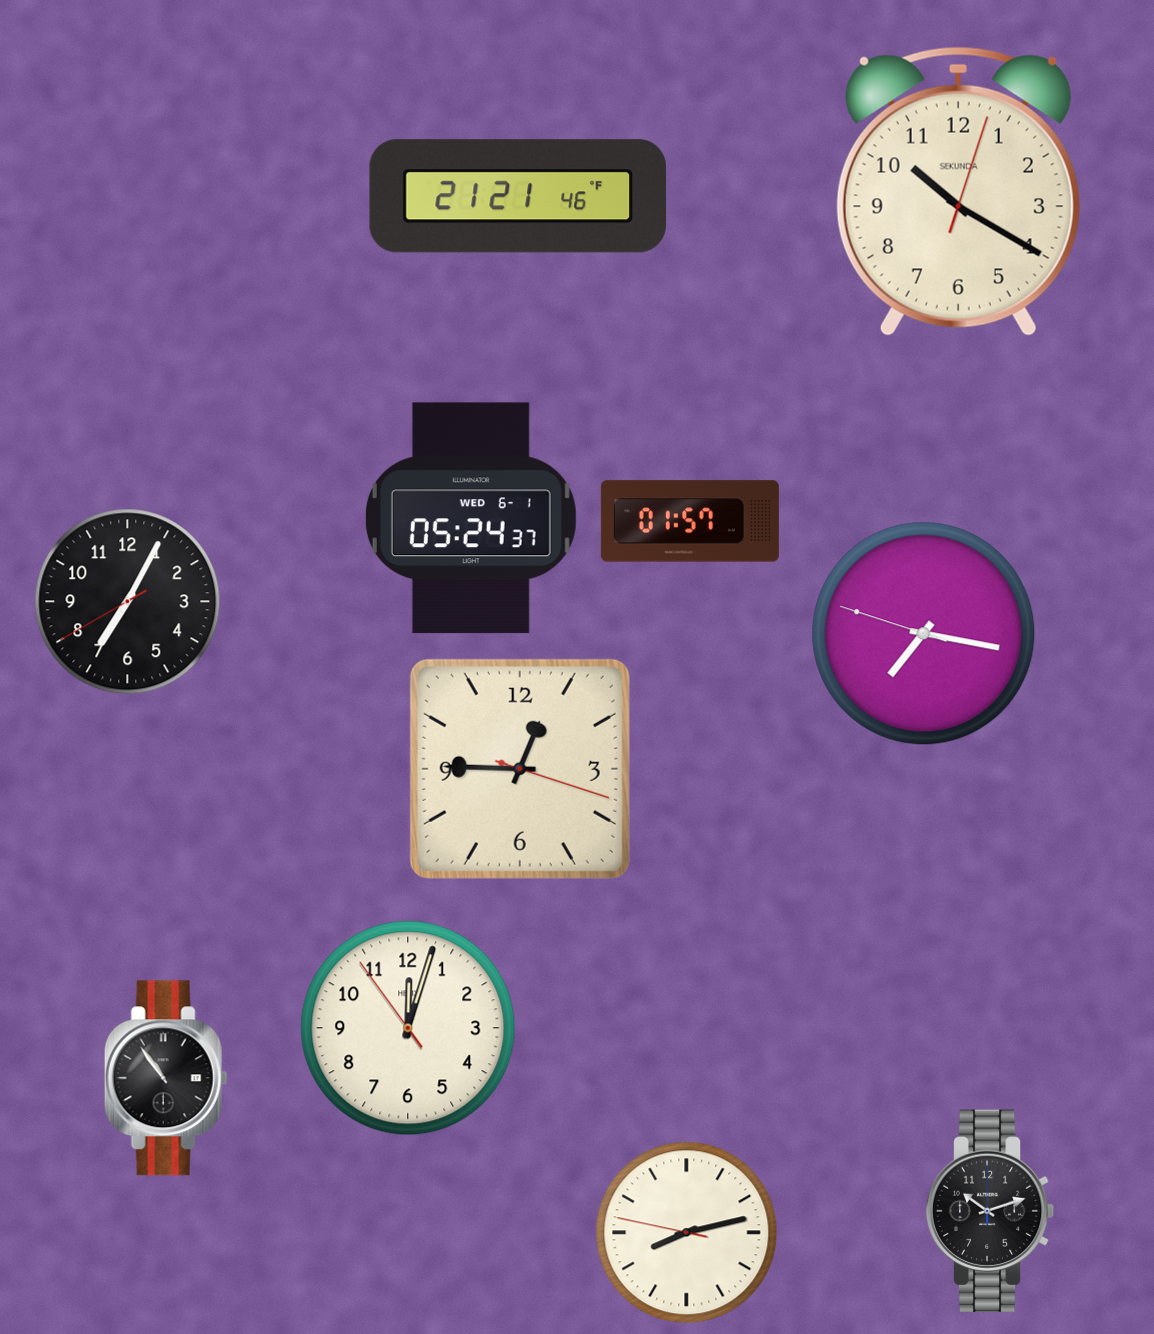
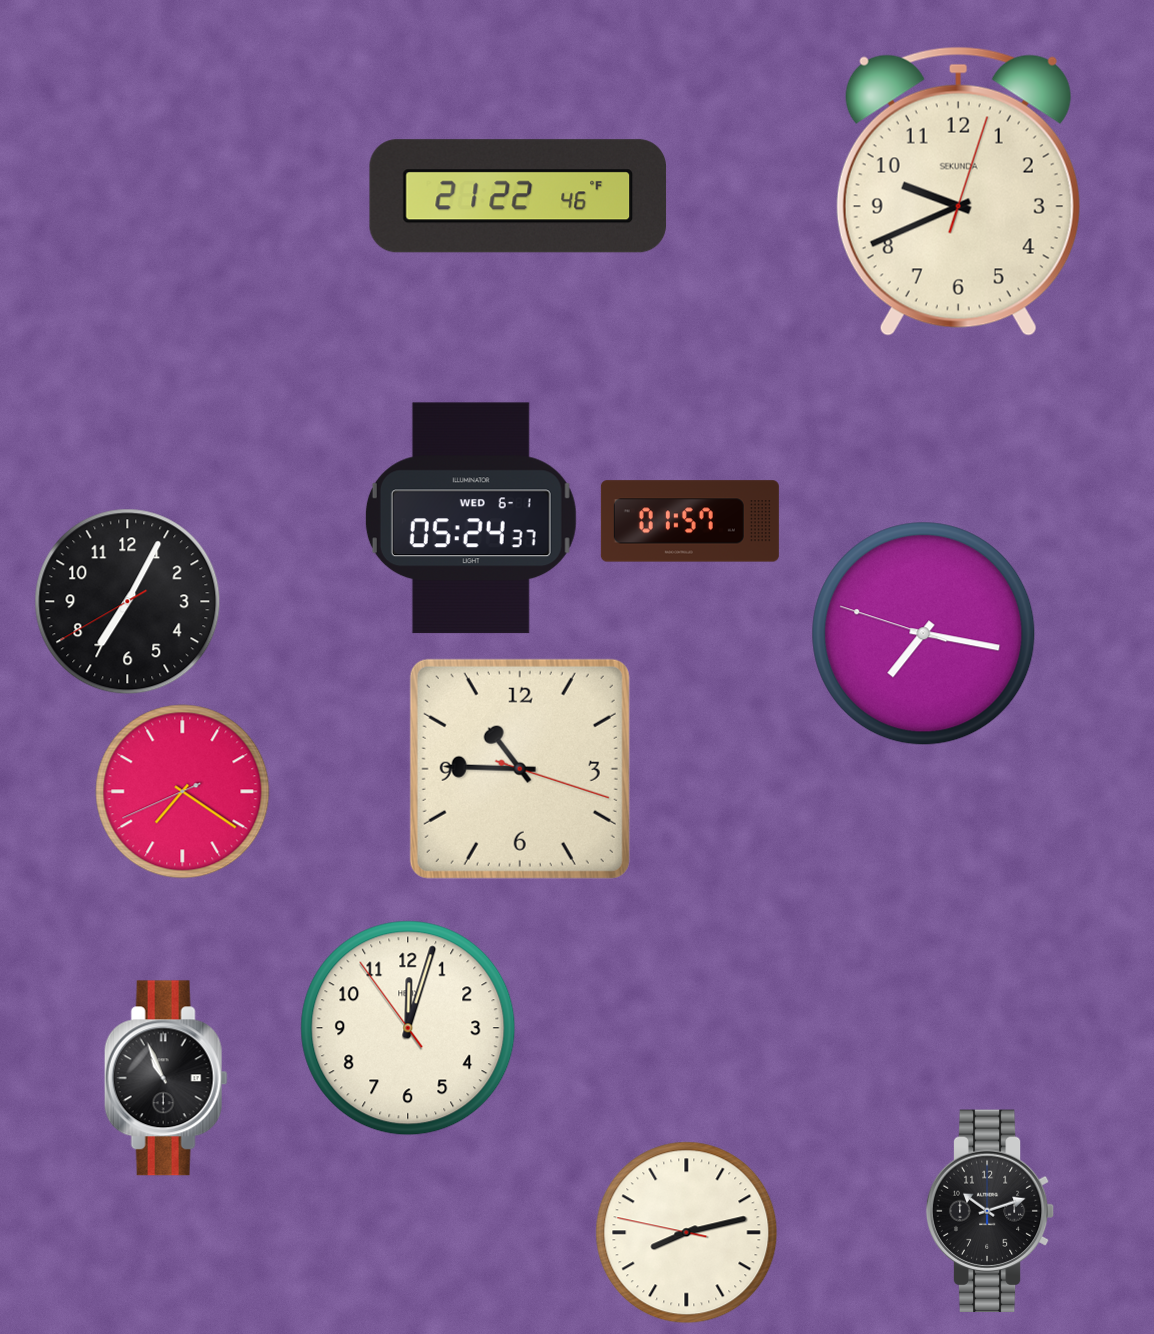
clock at (958, 191): 10:20 -> 9:41
clock at (518, 196): 21:21 -> 21:22
clock at (520, 769): 12:45 -> 10:45
clock at (183, 792): none -> 7:20
clock at (166, 1078): 10:54 -> 10:56
